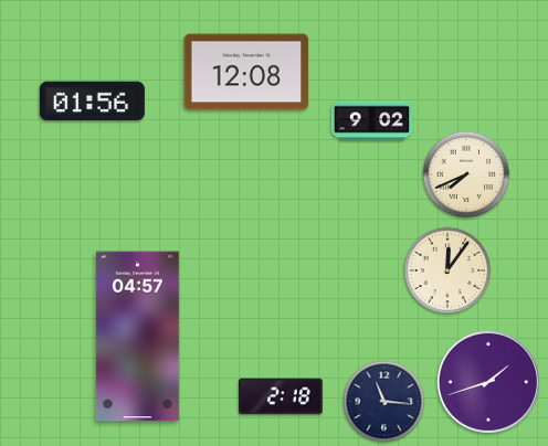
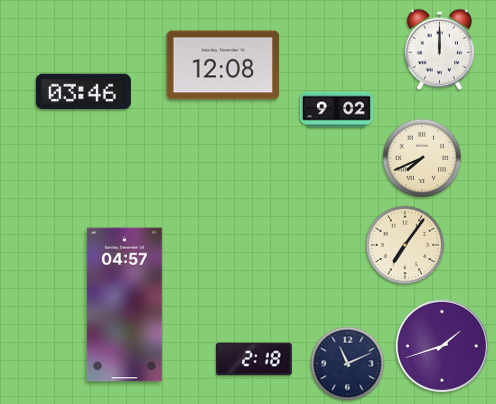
clock at (439, 49): none -> 12:00
clock at (92, 102): 01:56 -> 03:46
clock at (447, 270): 12:06 -> 7:06
clock at (384, 402): 11:16 -> 11:11
